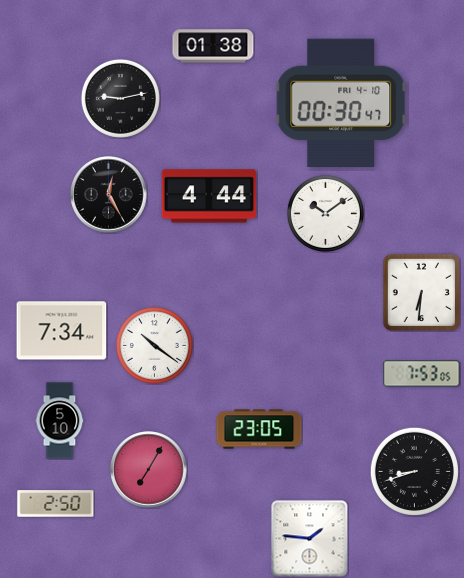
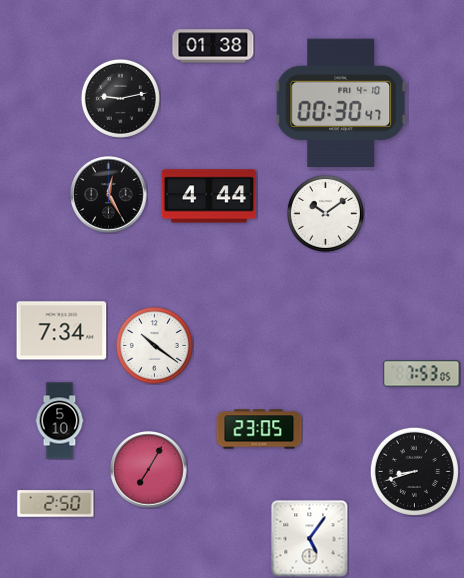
clock at (421, 292): 6:31 -> none
clock at (310, 539): 1:46 -> 5:06
